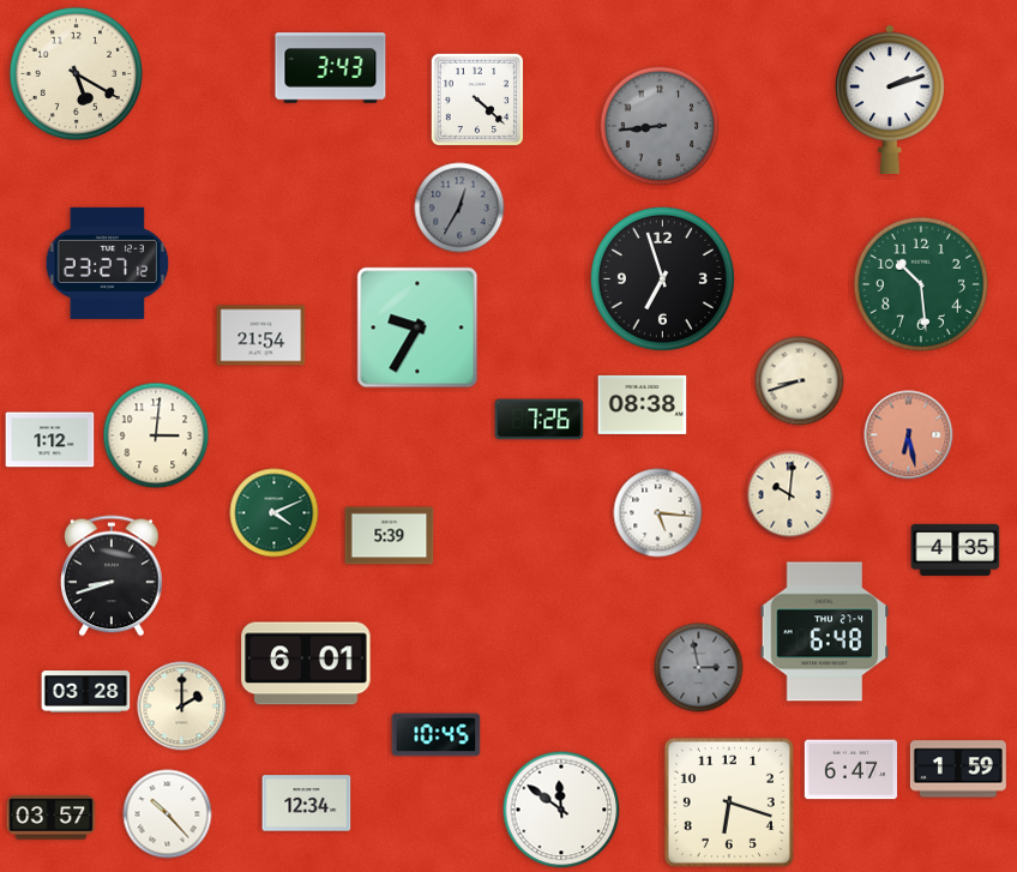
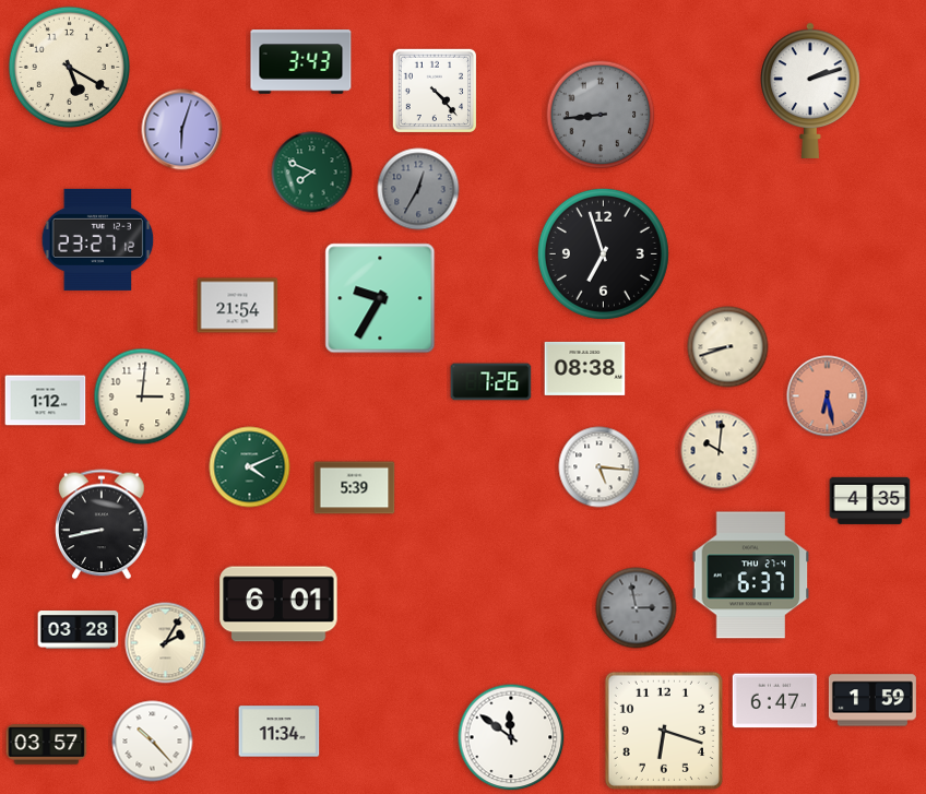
clock at (476, 98): 4:22 -> 4:23
clock at (182, 130): none -> 6:03
clock at (312, 173): none -> 7:49
clock at (921, 284): 10:29 -> none
clock at (113, 576): 8:42 -> 8:43
clock at (825, 632): 6:48 -> 6:37
clock at (182, 706): 2:00 -> 2:05
clock at (437, 735): 10:45 -> none
clock at (307, 804): 12:34 -> 11:34
